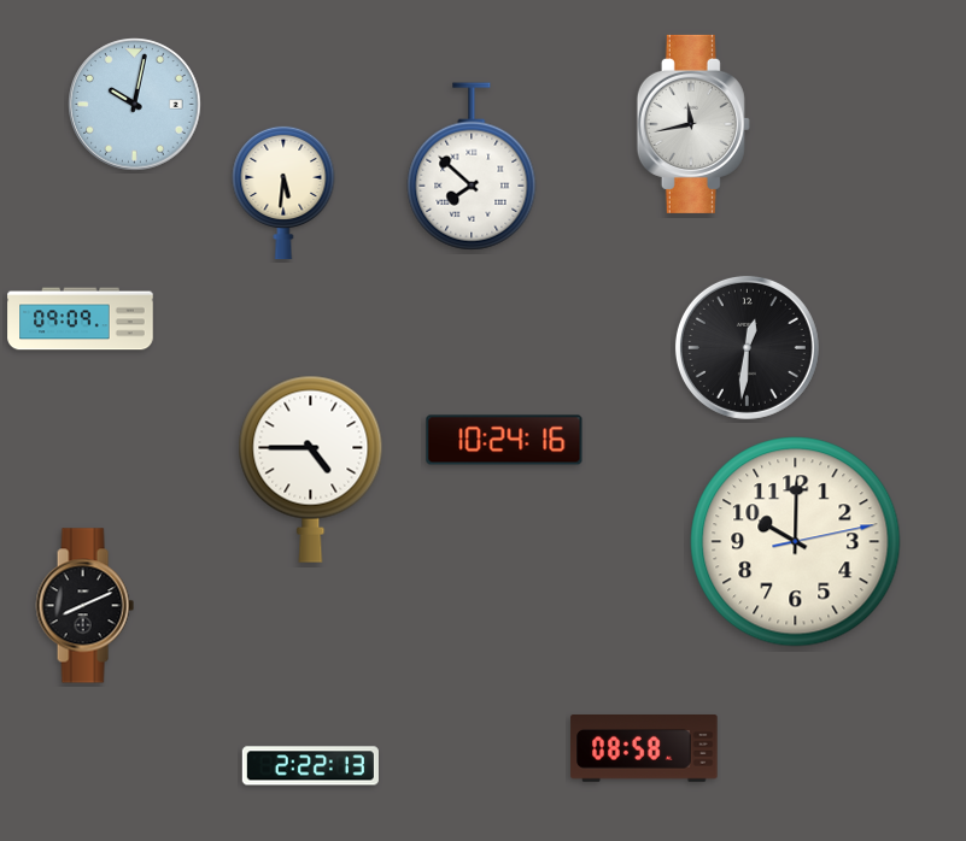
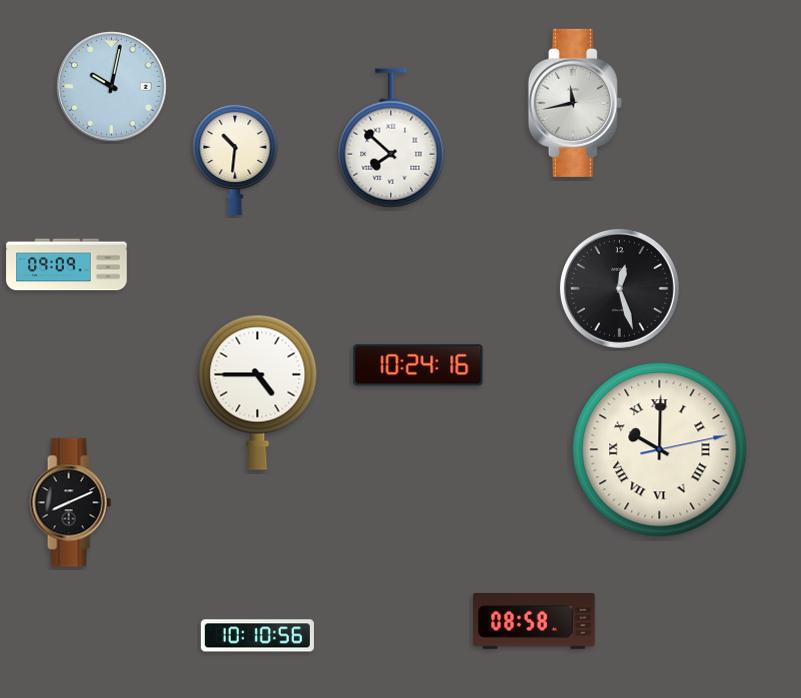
clock at (283, 193): 5:31 -> 10:31
clock at (747, 347): 12:31 -> 12:27
clock at (311, 469) position: (311, 469) -> (258, 392)
clock at (796, 542) numerals: Arabic -> Roman
clock at (310, 766): 2:22 -> 10:10
